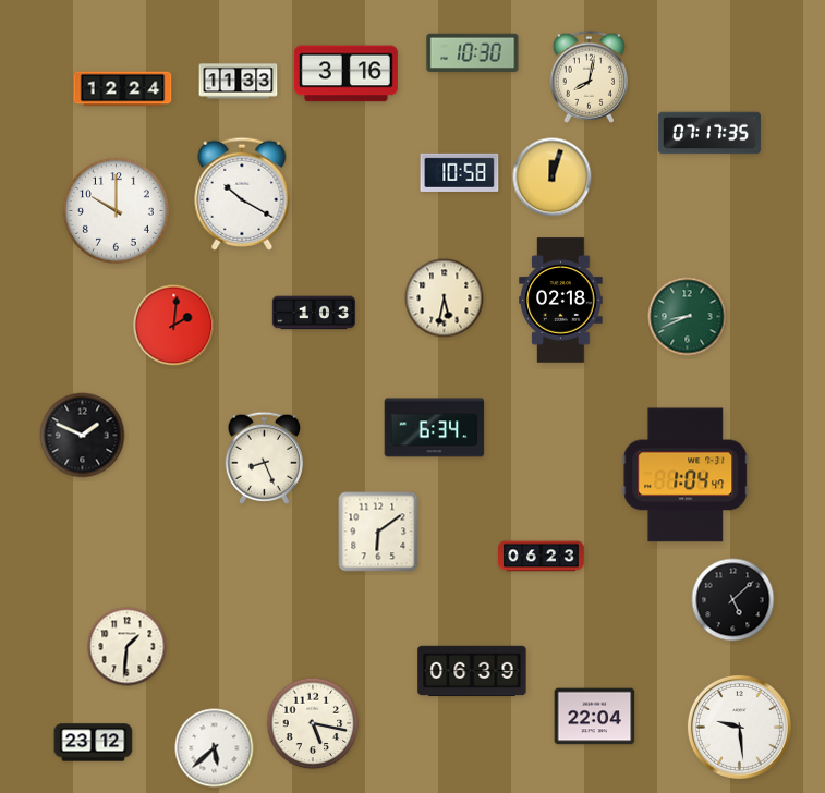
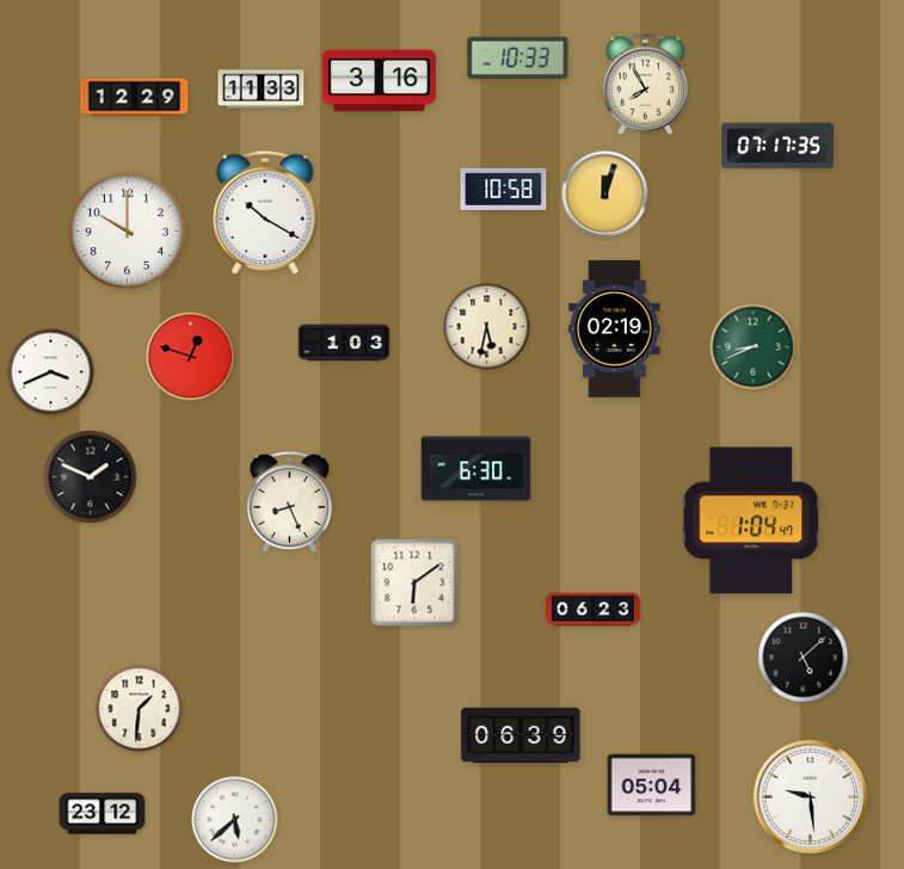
clock at (473, 53): 10:30 -> 10:33
clock at (589, 76): 8:02 -> 7:55
clock at (123, 89): 12:24 -> 12:29
clock at (561, 301): 02:18 -> 02:19
clock at (174, 326): 2:01 -> 12:48
clock at (51, 372): none -> 3:41
clock at (435, 428): 6:34 -> 6:30
clock at (472, 671) position: (472, 671) -> (521, 735)
clock at (595, 717): 22:04 -> 05:04
clock at (313, 723): 5:17 -> none
